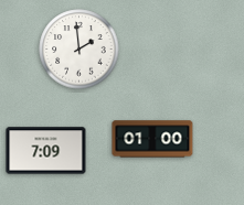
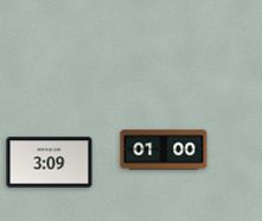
clock at (79, 50): 1:59 -> none
clock at (46, 151): 7:09 -> 3:09
